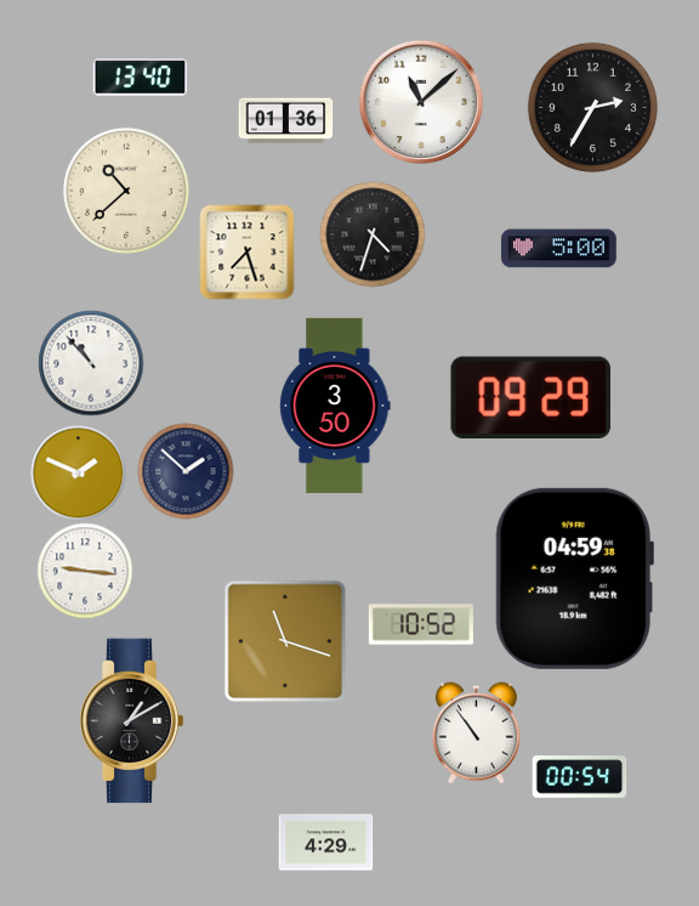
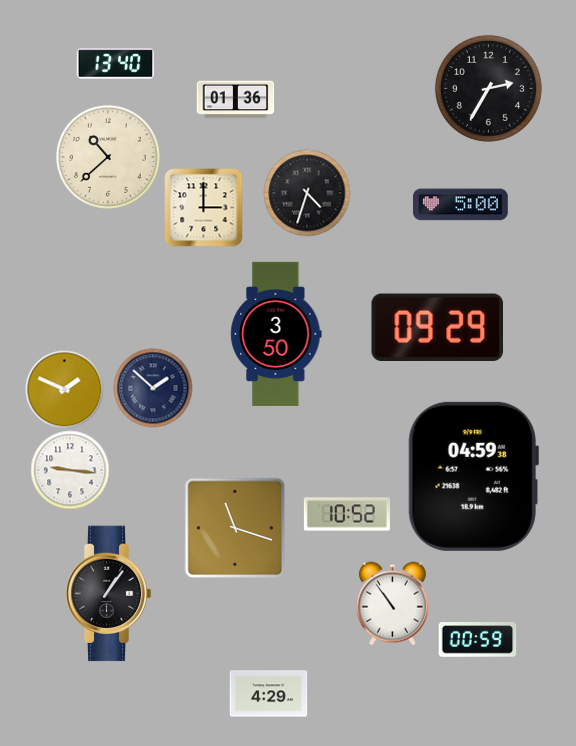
clock at (421, 102): 11:08 -> none
clock at (126, 191) position: (126, 191) -> (108, 157)
clock at (246, 251): 7:27 -> 3:00
clock at (91, 363): 10:53 -> none
clock at (131, 721): 1:10 -> 1:06
clock at (579, 777): 00:54 -> 00:59
